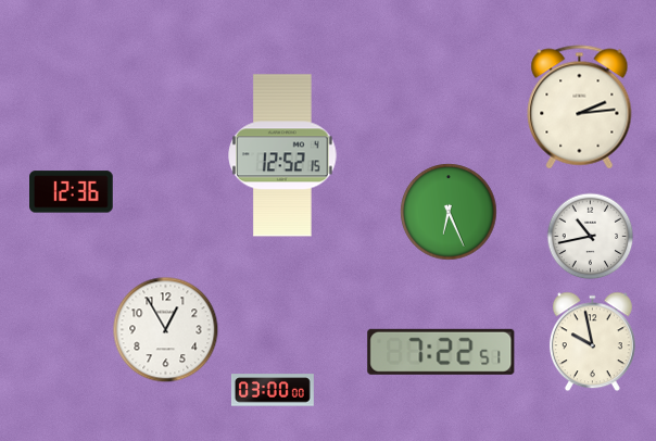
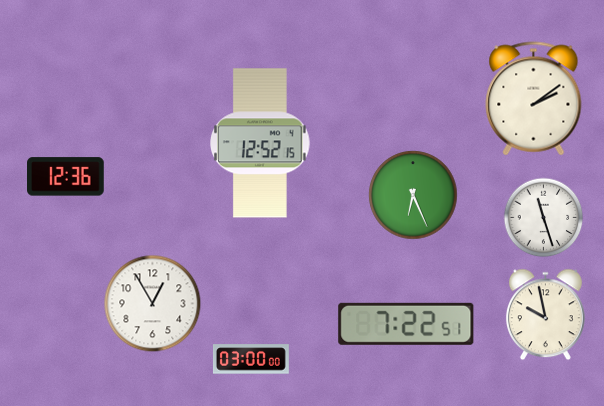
clock at (580, 108): 2:14 -> 2:09
clock at (591, 237): 10:43 -> 11:27
